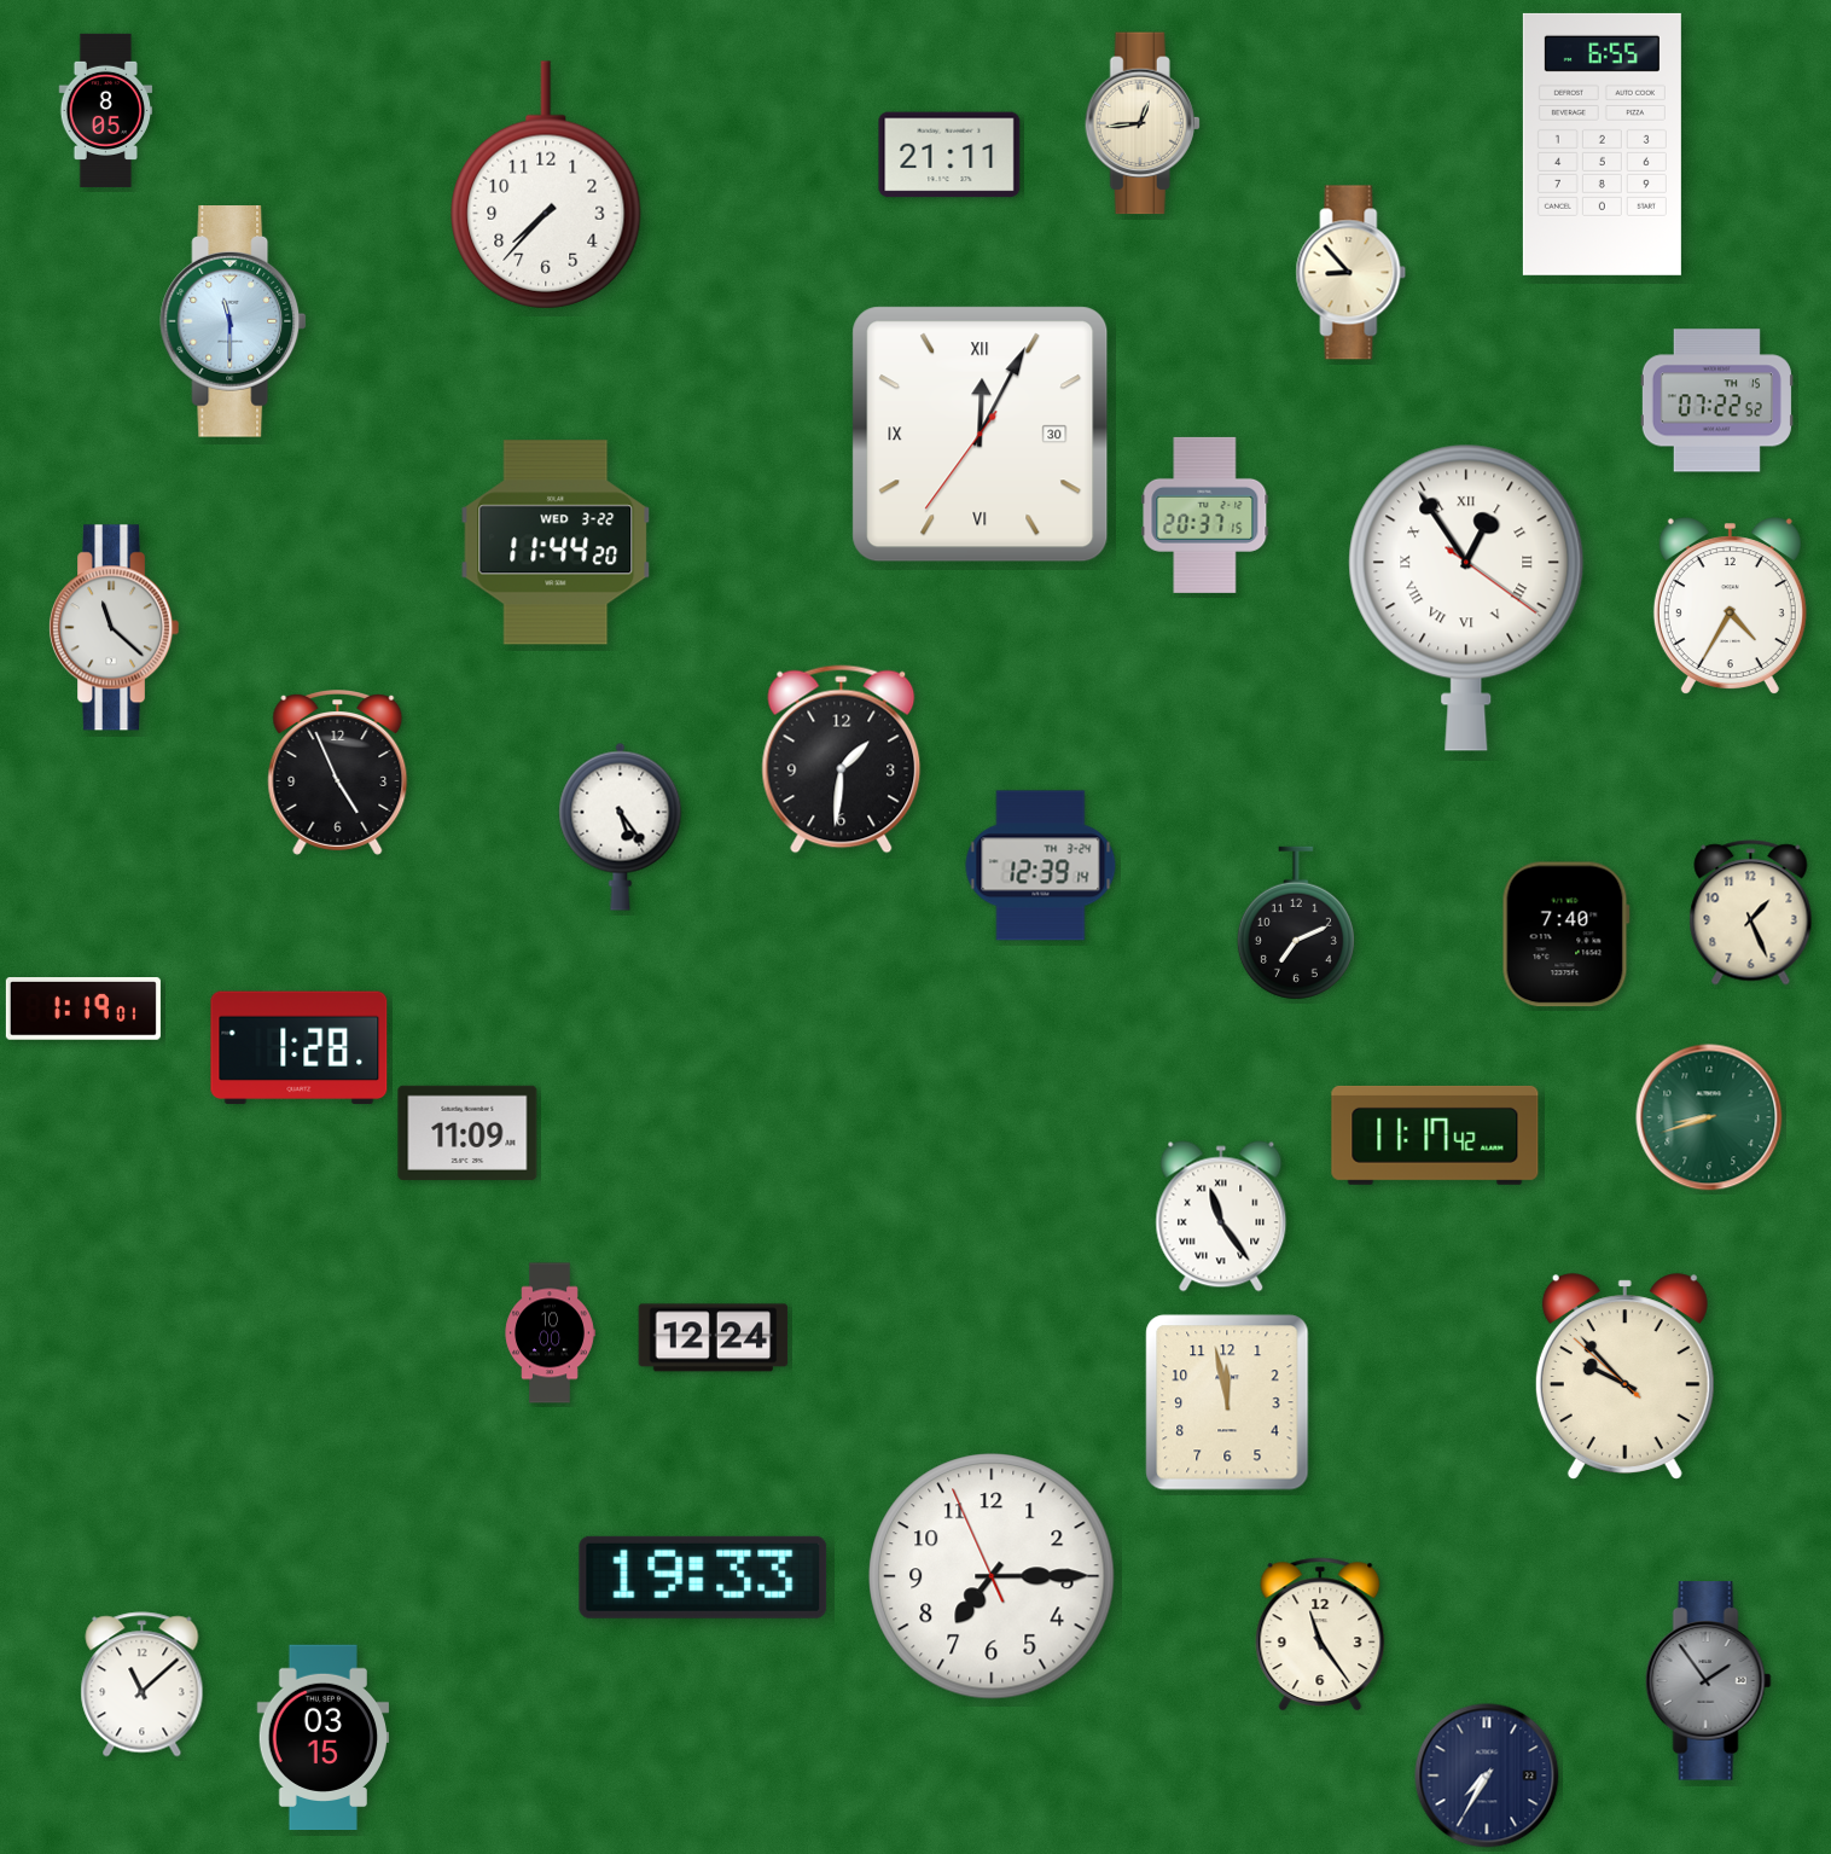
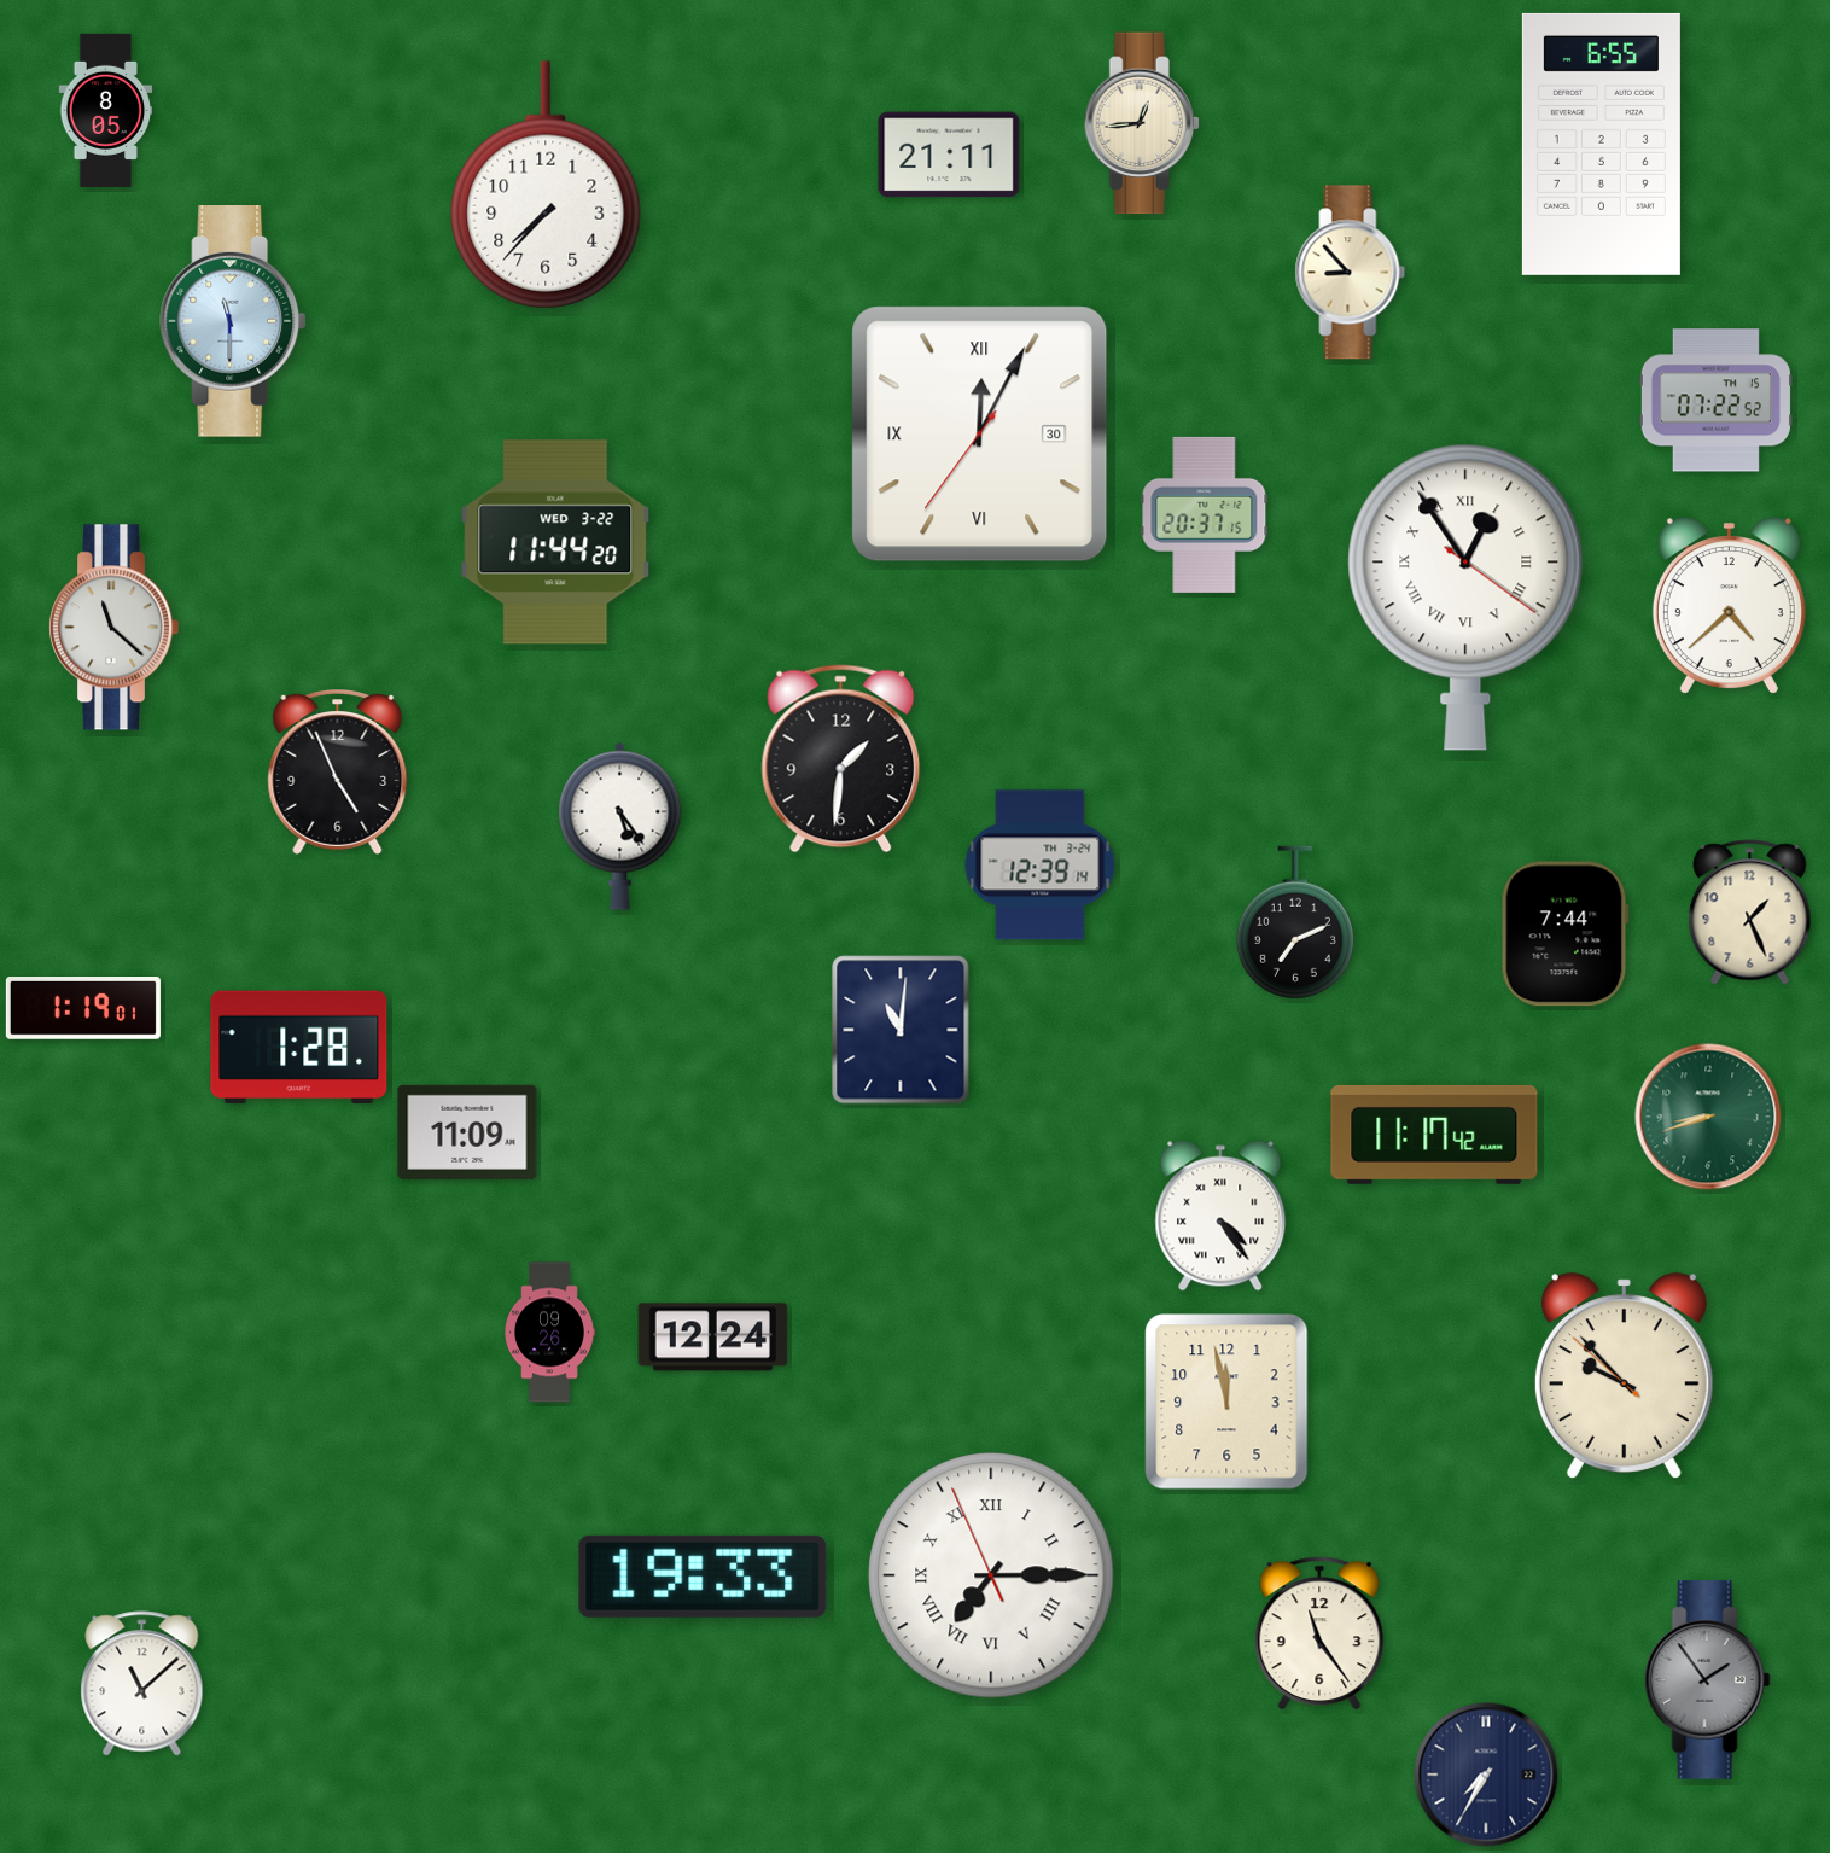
clock at (1730, 605): 4:35 -> 4:38
clock at (1565, 935): 7:40 -> 7:44
clock at (901, 1030): none -> 11:01
clock at (1221, 1216): 11:24 -> 4:24
clock at (550, 1333): 10:00 -> 09:26
clock at (992, 1576) numerals: Arabic -> Roman
clock at (324, 1738): 03:15 -> none
